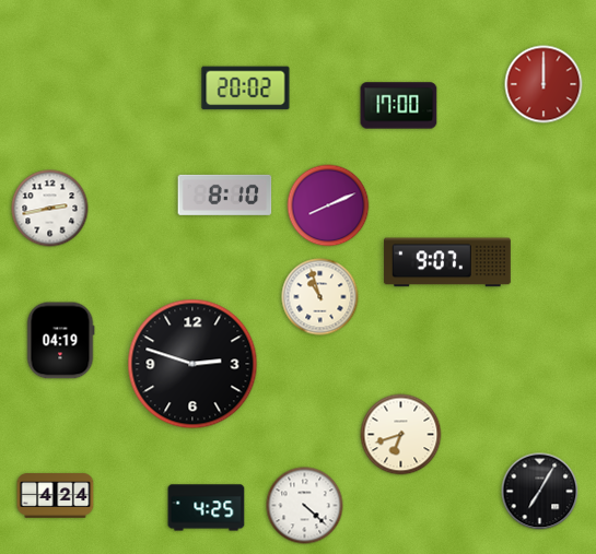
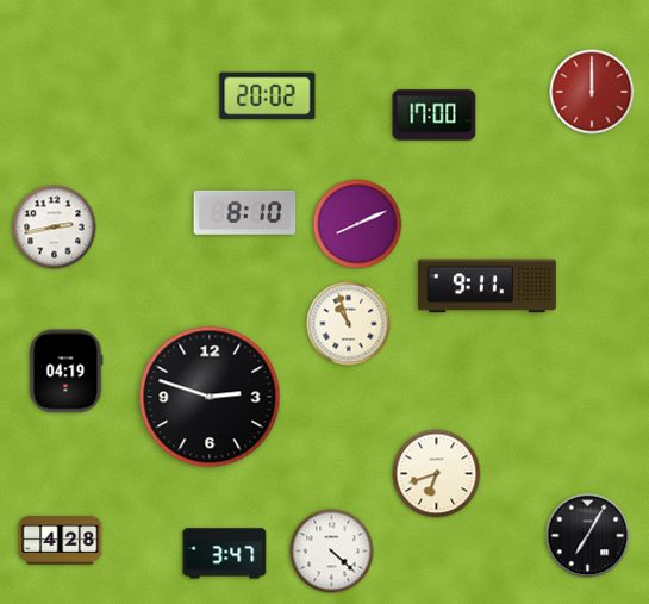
clock at (447, 262): 9:07 -> 9:11
clock at (56, 496): 4:24 -> 4:28
clock at (207, 508): 4:25 -> 3:47
